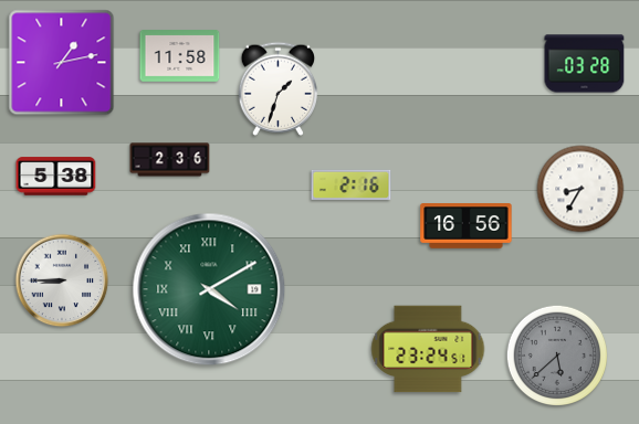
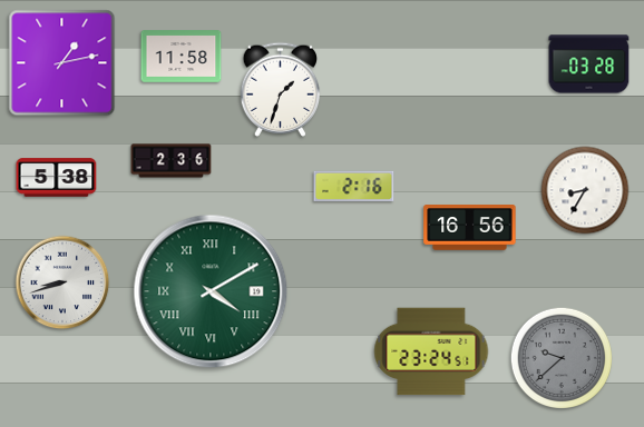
clock at (62, 280): 8:45 -> 8:42
clock at (556, 354): 5:38 -> 9:38
